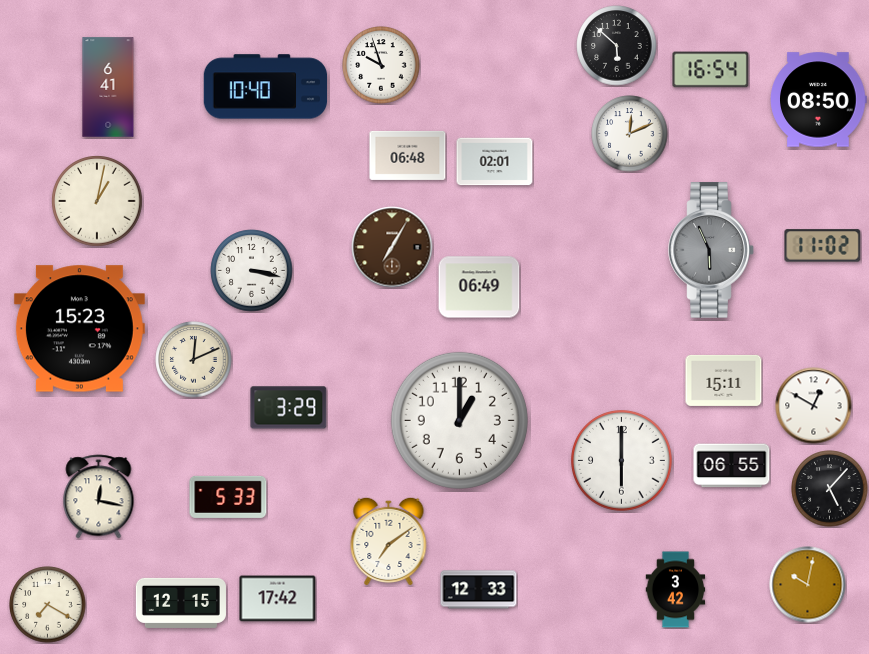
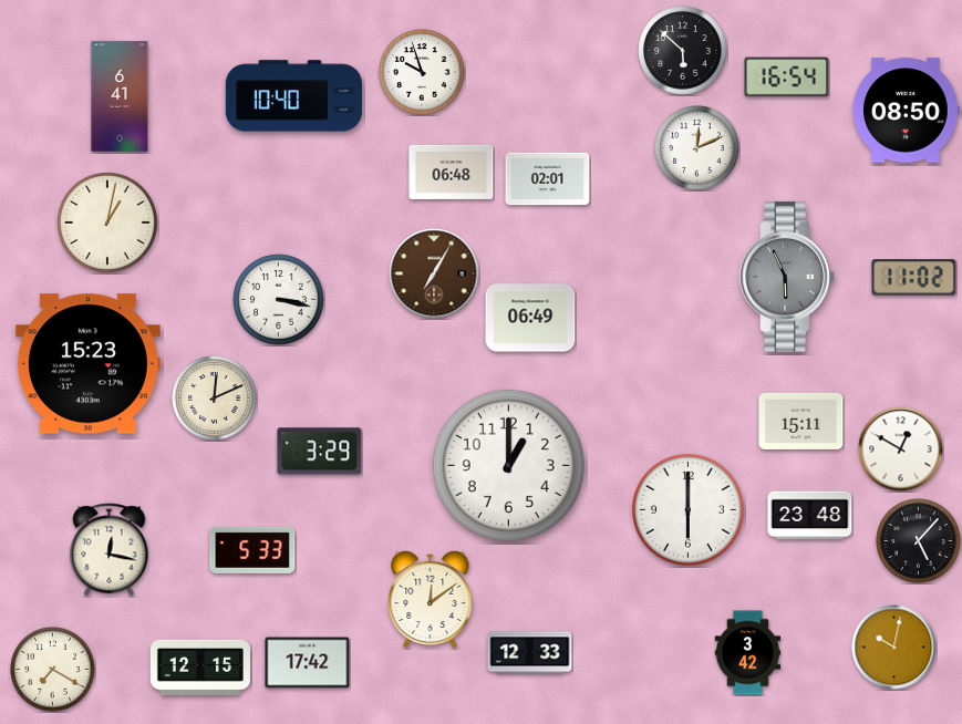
clock at (823, 246) position: (823, 246) -> (914, 278)
clock at (732, 466): 06:55 -> 23:48
clock at (389, 541): 7:09 -> 12:09
